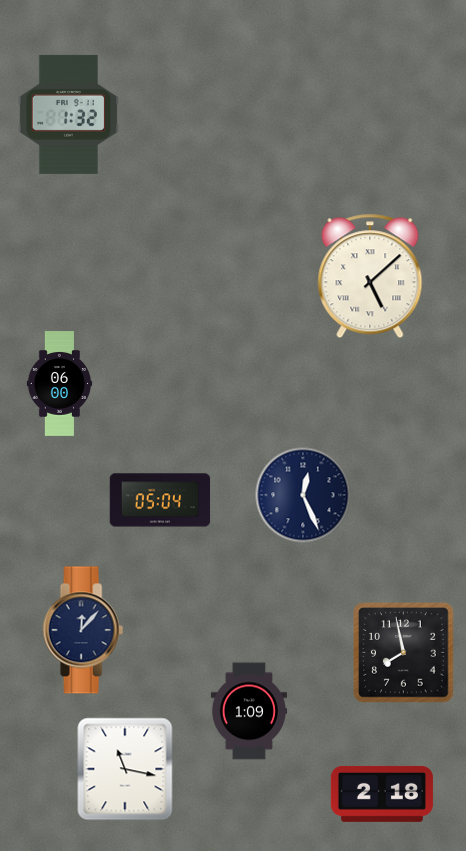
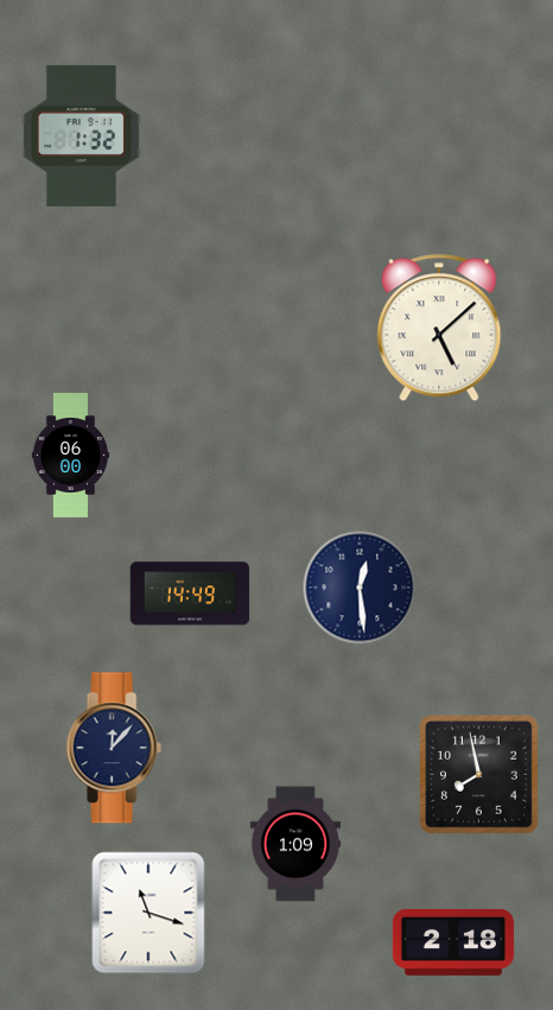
clock at (303, 495): 12:26 -> 12:29
clock at (160, 500): 05:04 -> 14:49
clock at (83, 630) position: (83, 630) -> (114, 748)
clock at (125, 769): 11:17 -> 11:18
